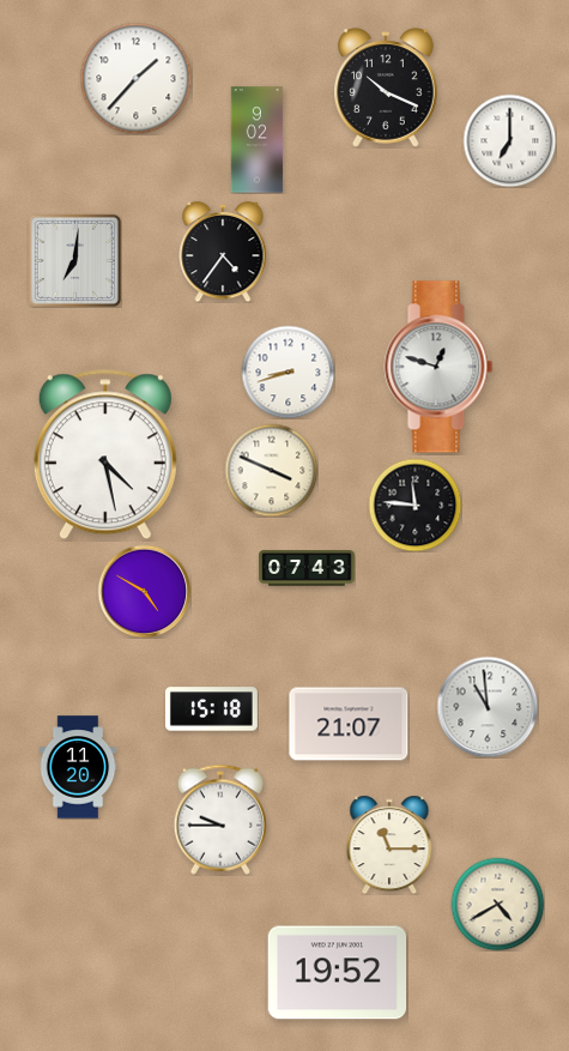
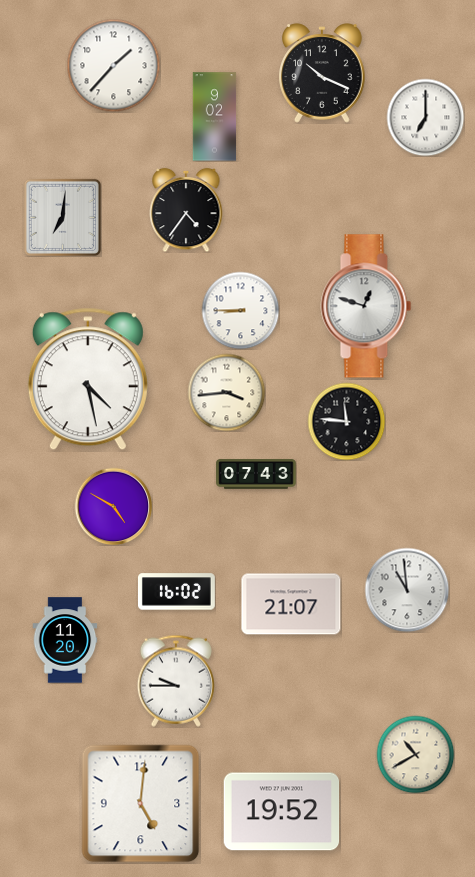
clock at (287, 372): 8:42 -> 8:45
clock at (271, 470): 3:49 -> 3:44
clock at (144, 591) position: (144, 591) -> (113, 506)
clock at (211, 709): 15:18 -> 16:02
clock at (220, 820) position: (220, 820) -> (176, 681)
clock at (389, 845): 11:15 -> none
clock at (497, 904): 4:40 -> 10:40
clock at (141, 804): none -> 5:01
